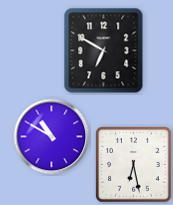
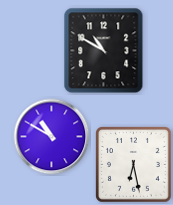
clock at (104, 51): 6:50 -> 10:50
